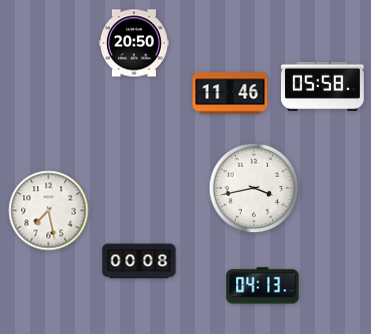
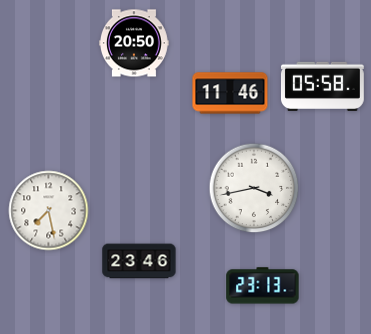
clock at (139, 261): 00:08 -> 23:46
clock at (263, 286): 04:13 -> 23:13
